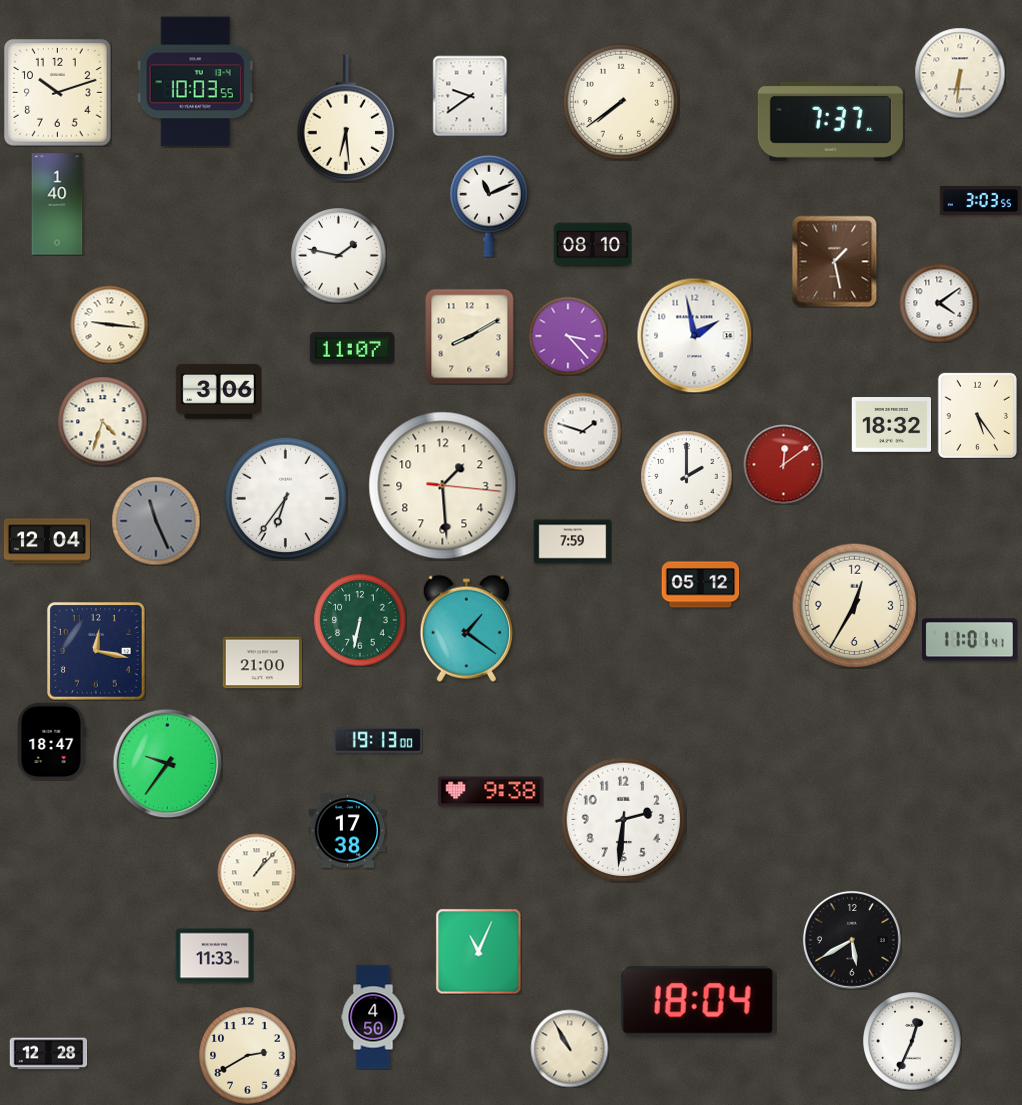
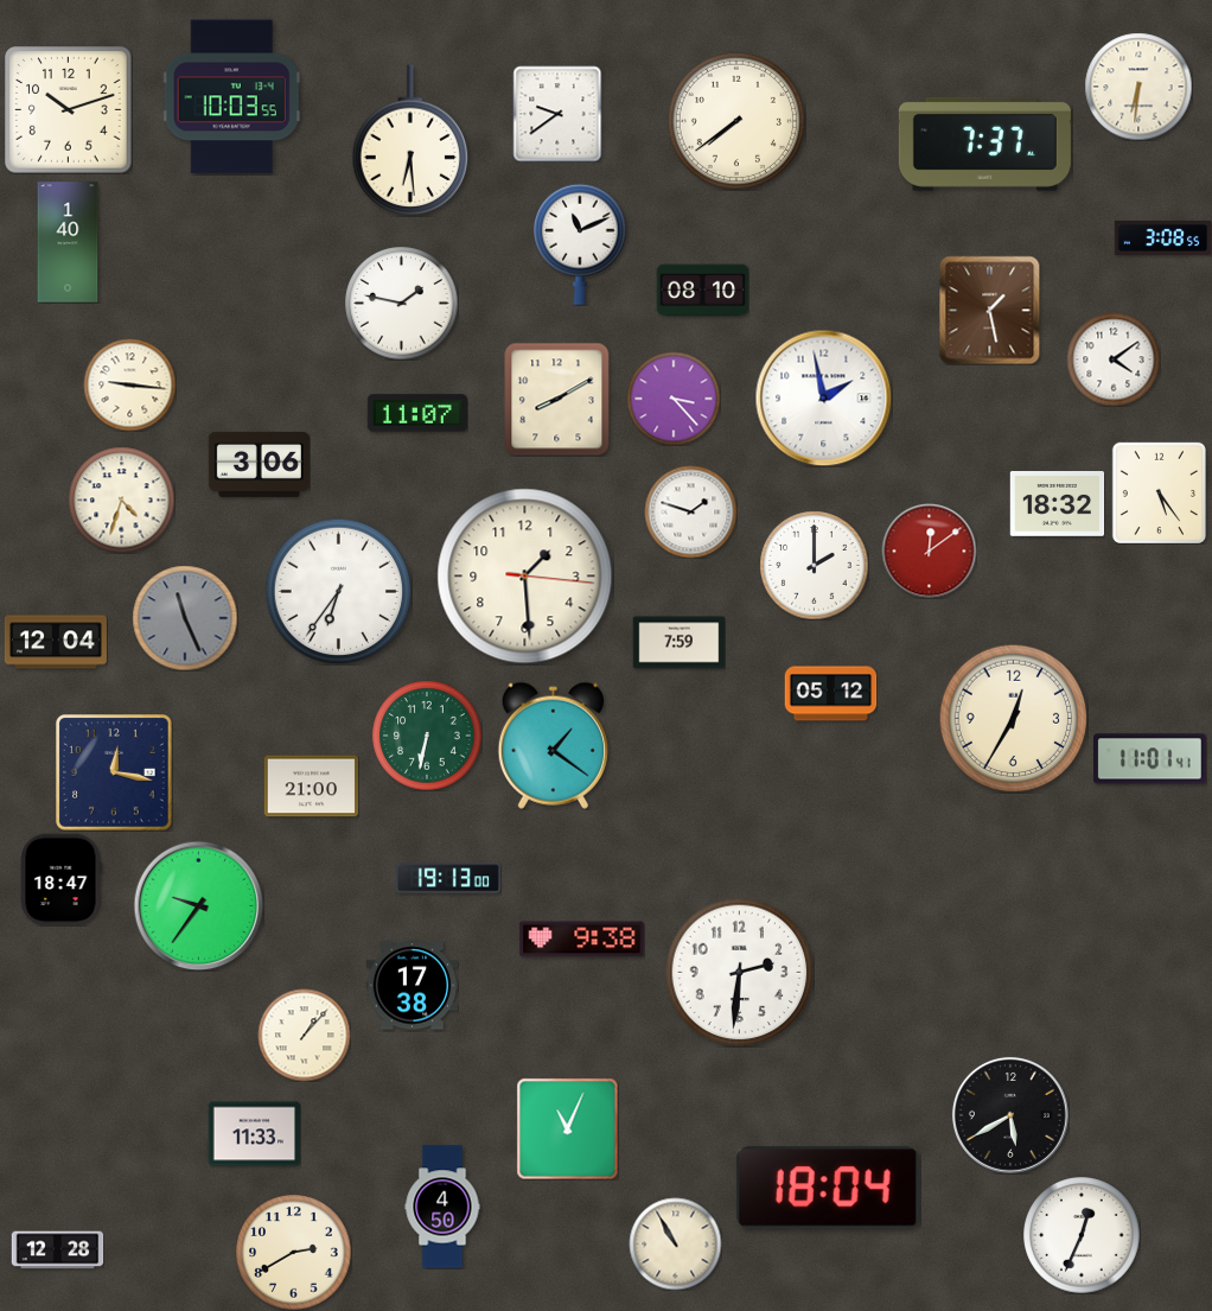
clock at (980, 200): 3:03 -> 3:08
